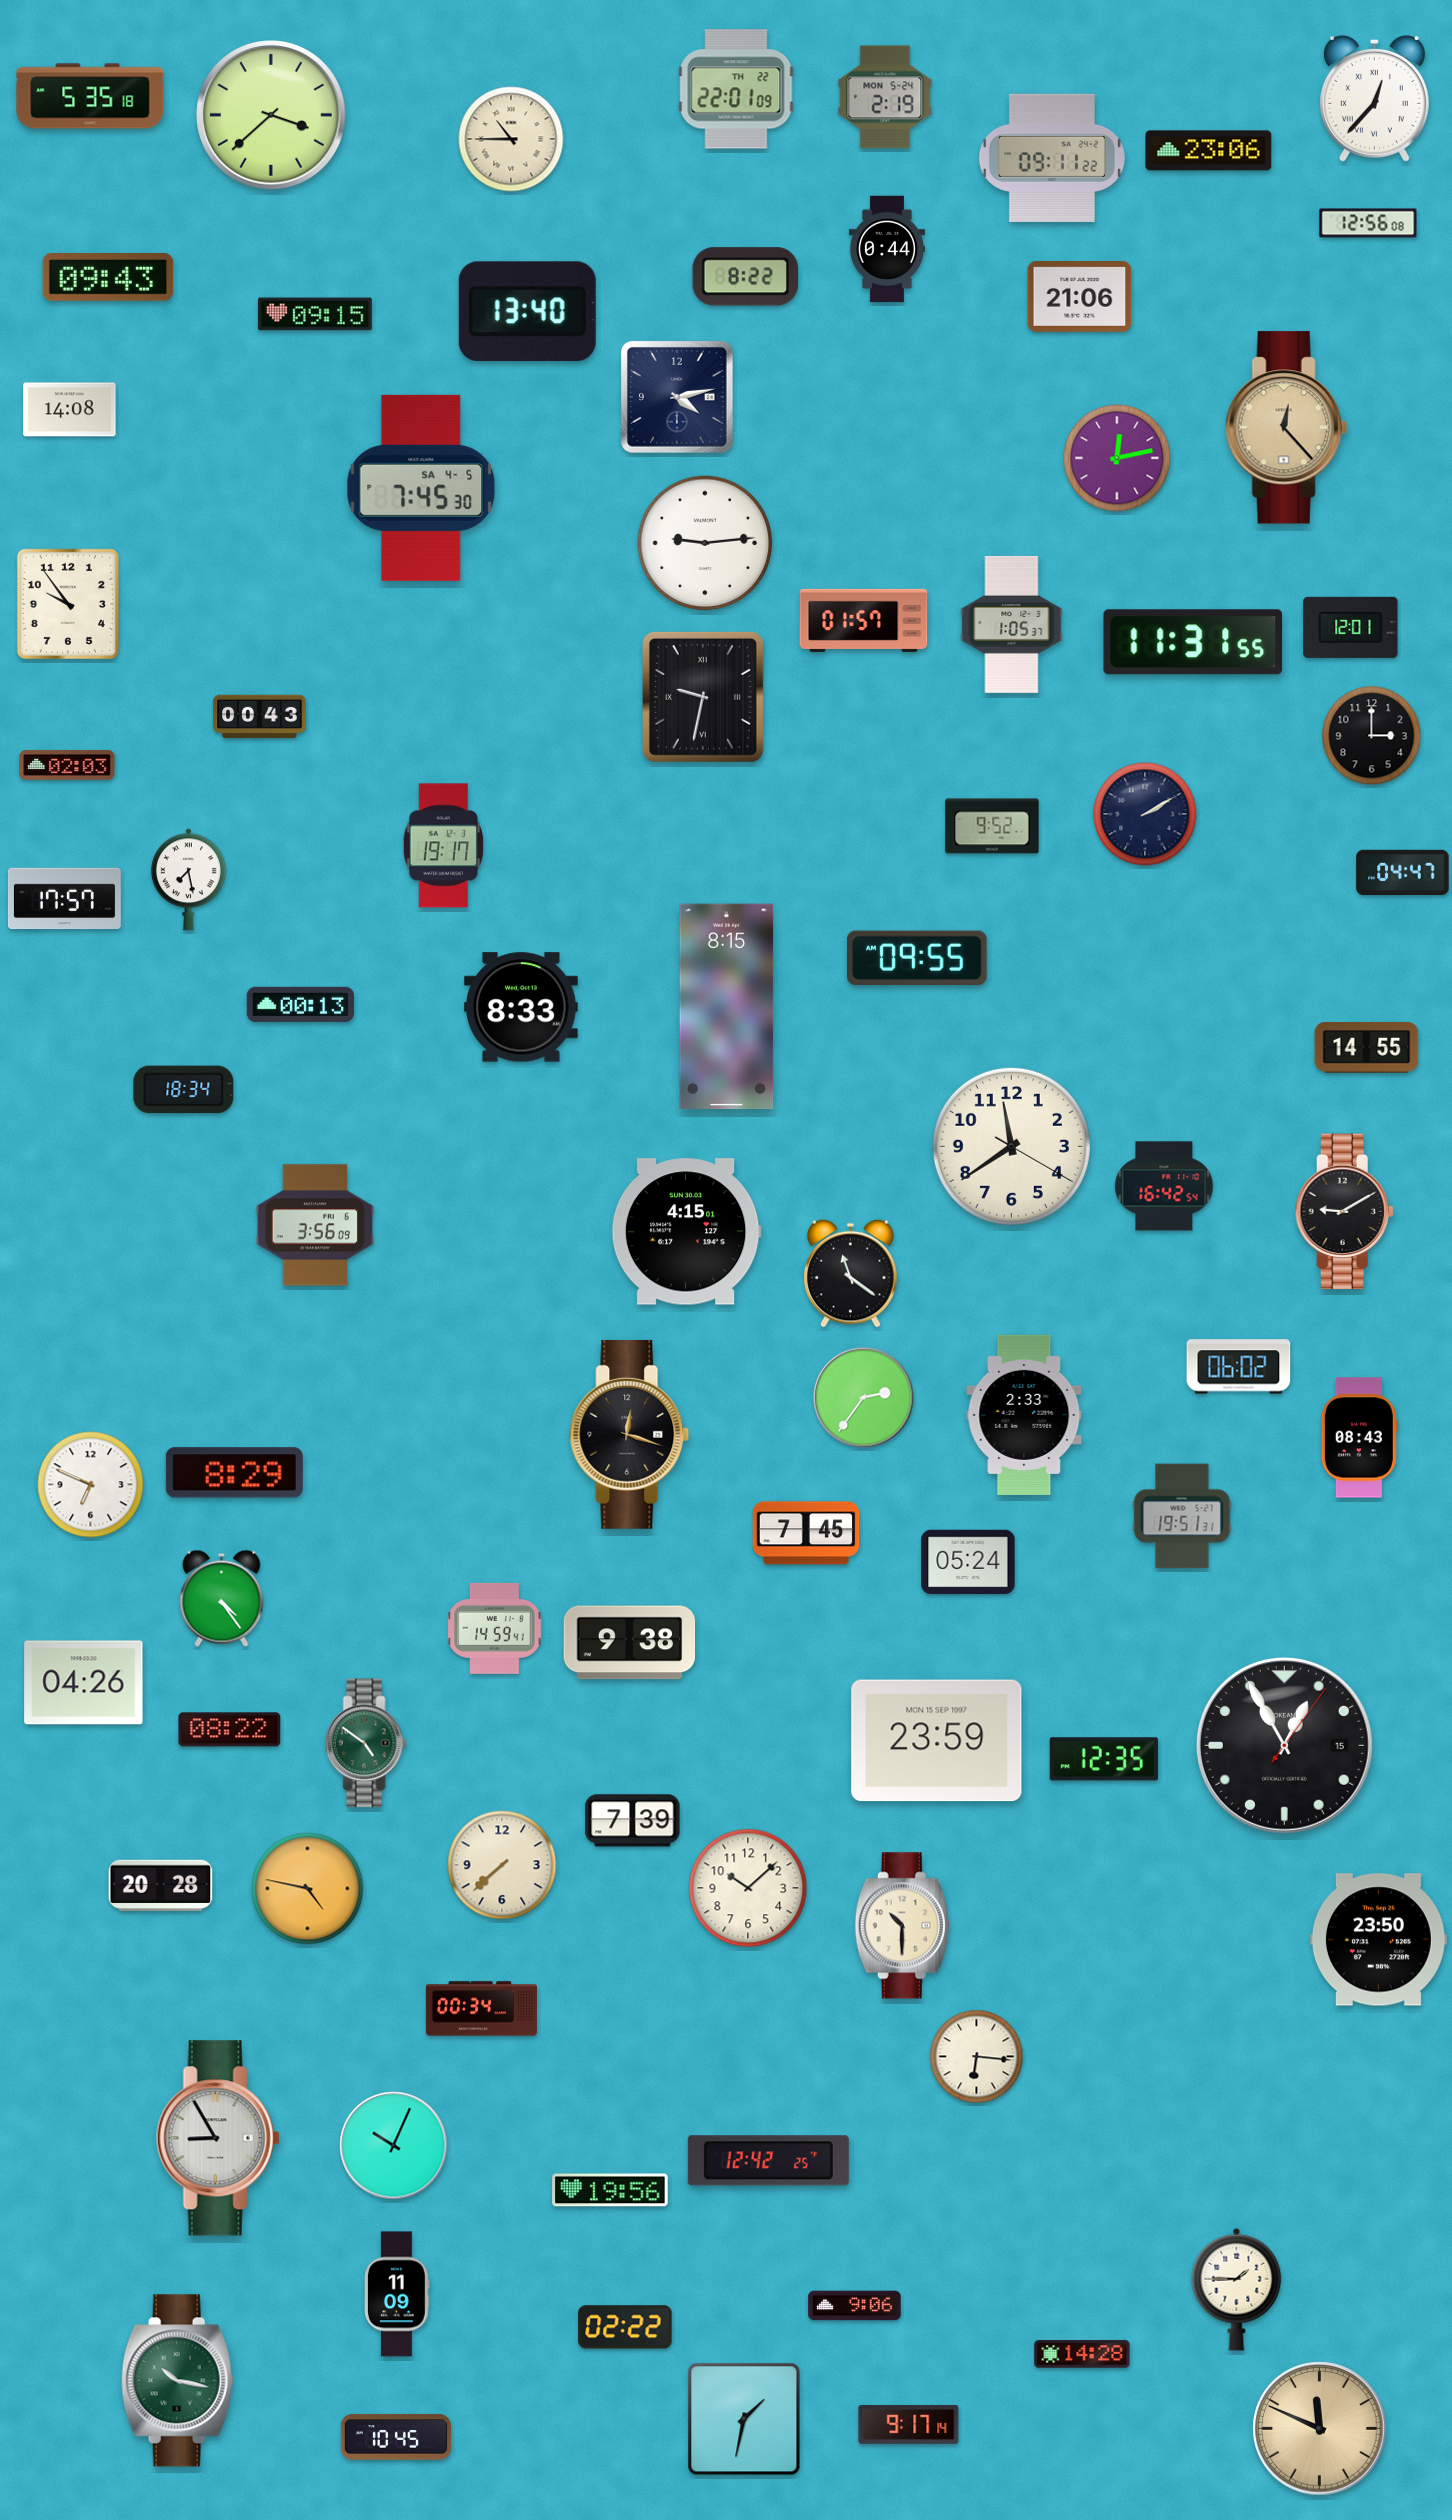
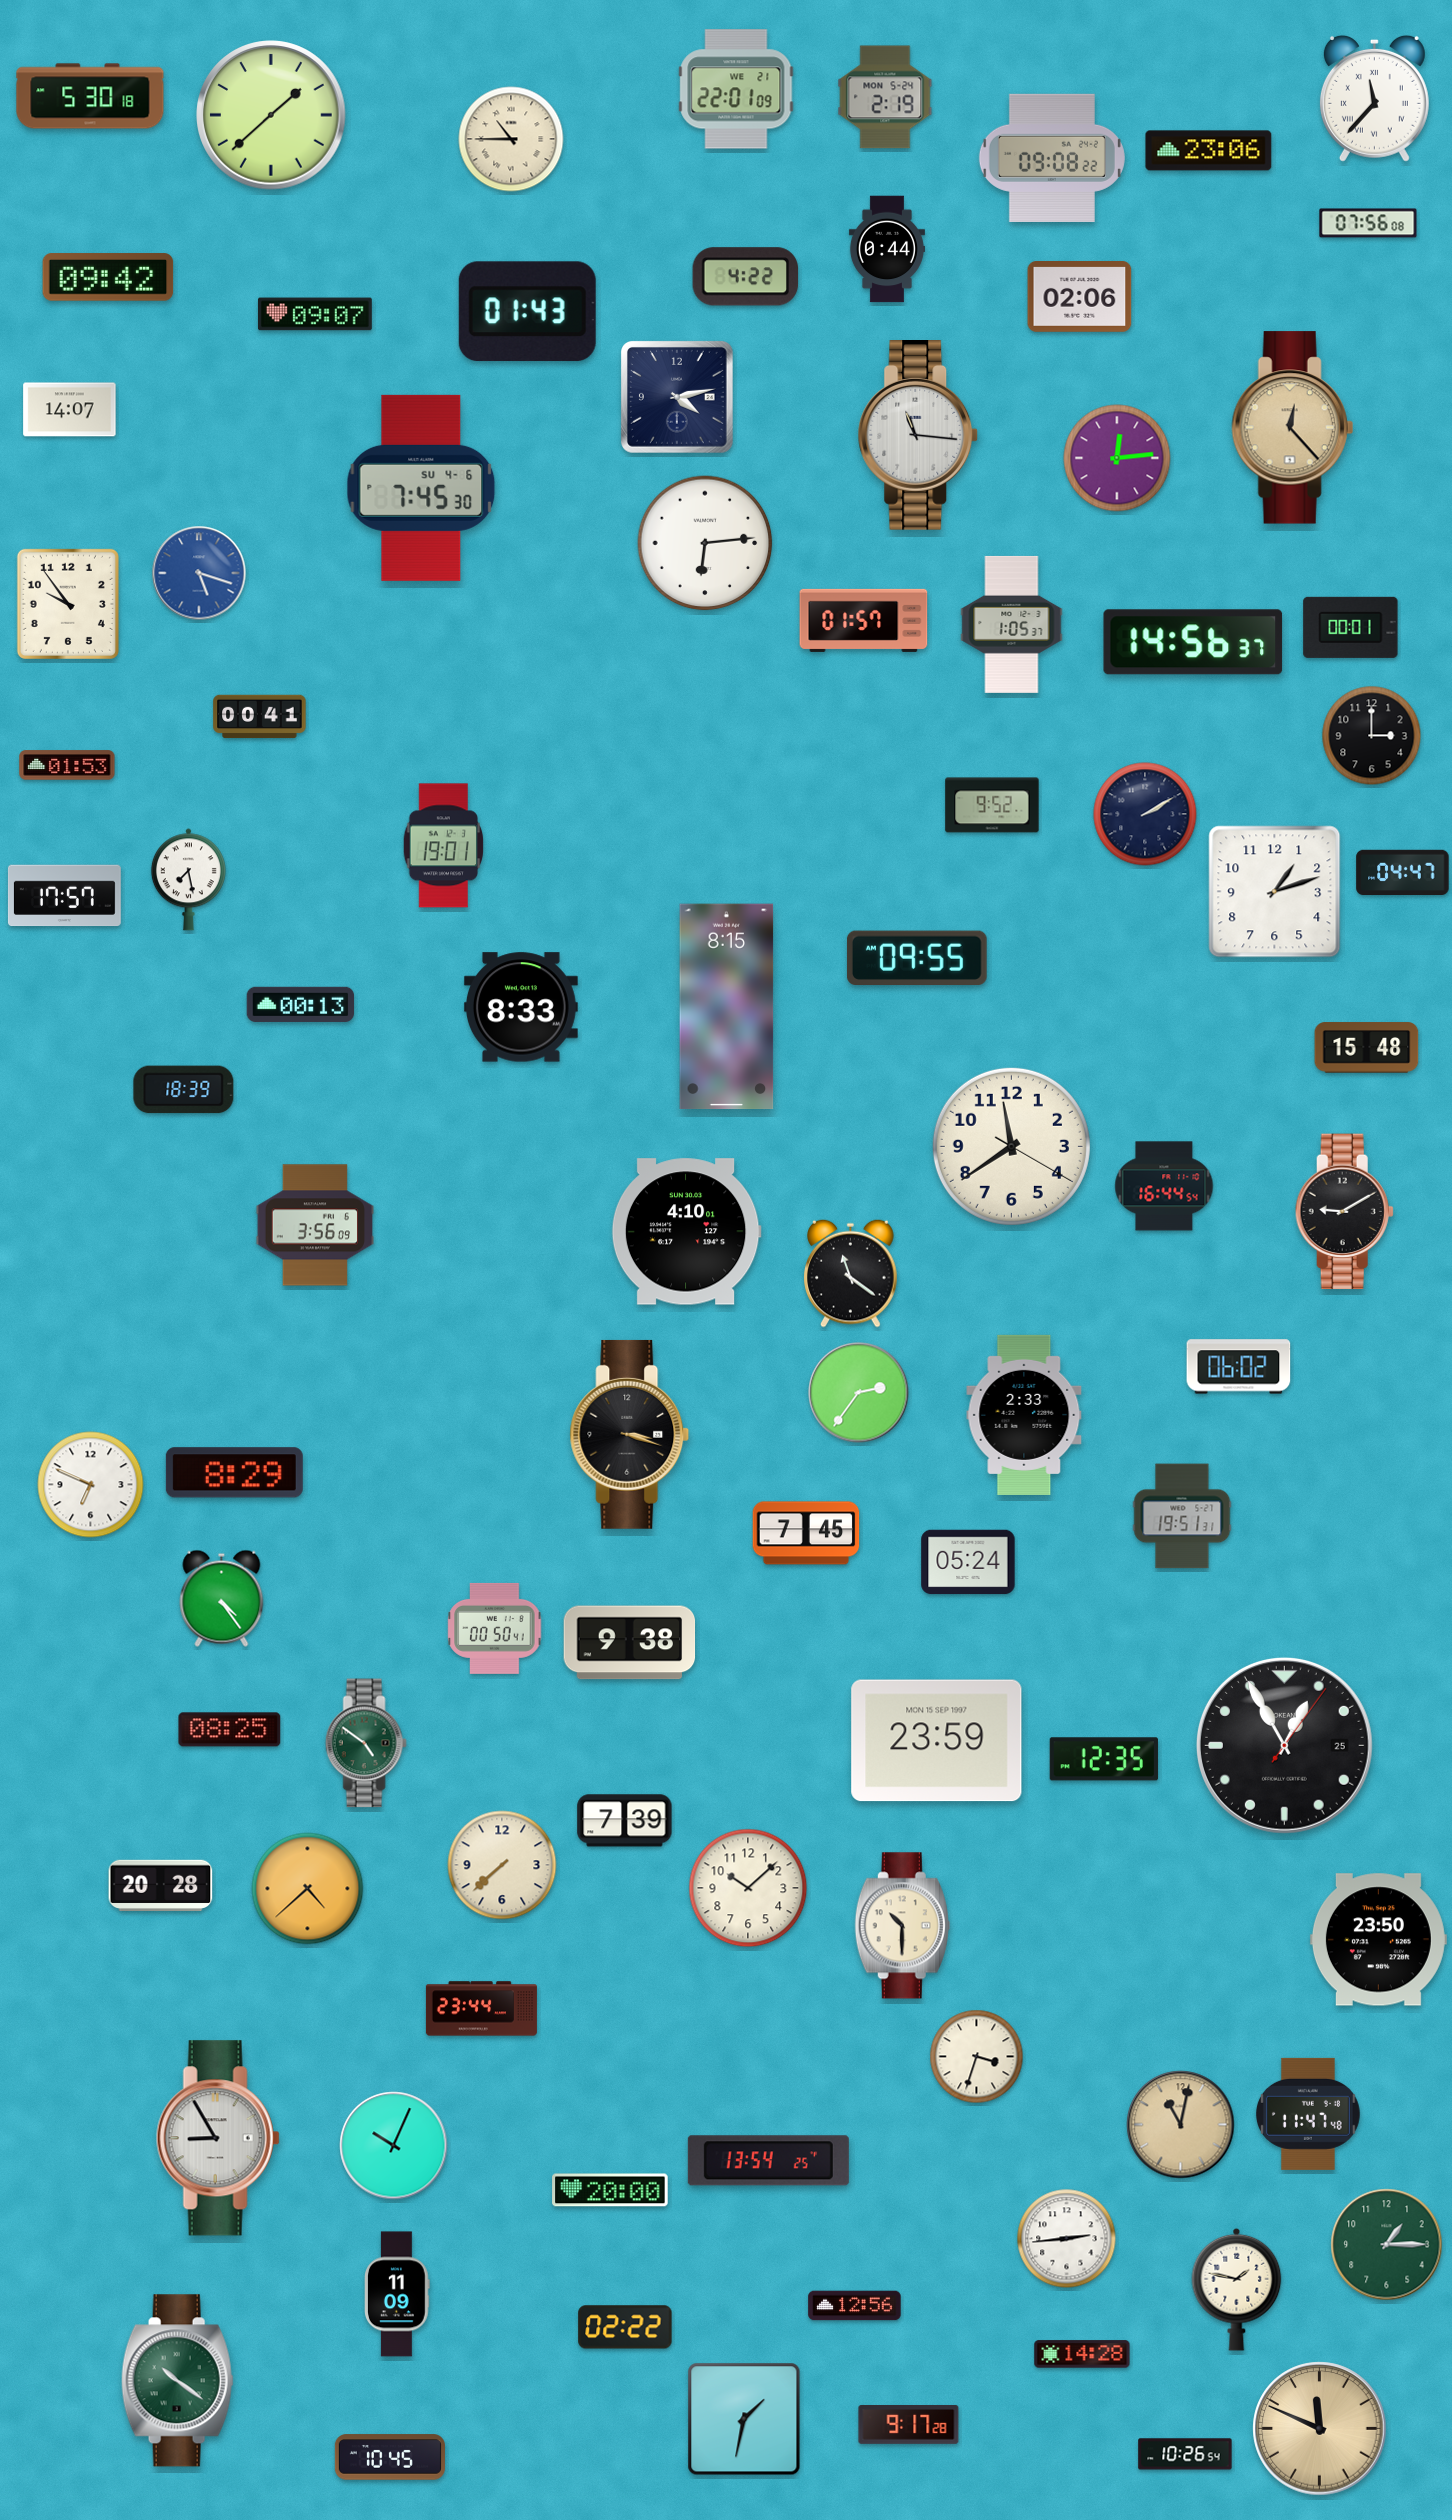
clock at (736, 89) date: TH 22 -> WE 21
clock at (90, 96): 5:35 -> 5:30
clock at (1374, 98): 12:37 -> 11:37
clock at (271, 115): 3:38 -> 1:38
clock at (1052, 158): 09:11 -> 09:08
clock at (1368, 223): 12:56 -> 07:56
clock at (108, 277): 09:43 -> 09:42
clock at (746, 277): 8:22 -> 4:22
clock at (1080, 297): 21:06 -> 02:06
clock at (527, 312): 13:40 -> 01:43
clock at (315, 314): 09:15 -> 09:07
clock at (70, 410): 14:08 -> 14:07
clock at (1286, 428) position: (1286, 428) -> (1292, 428)
clock at (918, 436): none -> 11:16
clock at (1117, 458): 12:13 -> 12:14
clock at (421, 488) date: SA 4-5 -> SU 4-6
clock at (705, 543): 9:14 -> 6:14
clock at (199, 573): none -> 5:18
clock at (1351, 627): 12:01 -> 00:01
clock at (1193, 642): 11:31 -> 14:56
clock at (703, 697): 9:32 -> none
clock at (260, 717): 00:43 -> 00:41
clock at (67, 765): 02:03 -> 01:53
clock at (992, 826) position: (992, 826) -> (992, 805)
clock at (444, 846): 19:17 -> 19:01
clock at (1275, 892): none -> 1:12
clock at (64, 899) position: (64, 899) -> (64, 896)
clock at (1367, 1048): 14:55 -> 15:48
clock at (184, 1090): 18:34 -> 18:39
clock at (1164, 1186): 16:42 -> 16:44
clock at (686, 1232): 4:15 -> 4:10
clock at (864, 1398) position: (864, 1398) -> (859, 1393)
clock at (630, 1434): 12:18 -> 3:18
clock at (1359, 1438): 08:43 -> none
clock at (495, 1628): 14:59 -> 00:50
clock at (84, 1683): 04:26 -> none
clock at (230, 1730): 08:22 -> 08:25
clock at (1284, 1745) date: 15 -> 25
clock at (633, 1821) position: (633, 1821) -> (625, 1821)
clock at (308, 1889): 4:47 -> 4:38
clock at (481, 2009): 00:34 -> 23:44
clock at (977, 2057): 6:16 -> 3:33
clock at (1308, 2114): none -> 11:47
clock at (1181, 2125): none -> 11:02
clock at (768, 2161): 12:42 -> 13:54
clock at (610, 2190): 19:56 -> 20:00
clock at (1067, 2239): none -> 2:44
clock at (1387, 2245): none -> 1:15
clock at (1237, 2289): 1:45 -> 1:47
clock at (855, 2306): 9:06 -> 12:56
clock at (177, 2381): 10:17 -> 10:21
clock at (909, 2425): 9:17:14 -> 9:17:28
clock at (396, 2437) position: (396, 2437) -> (390, 2457)
clock at (1185, 2454): none -> 10:26
